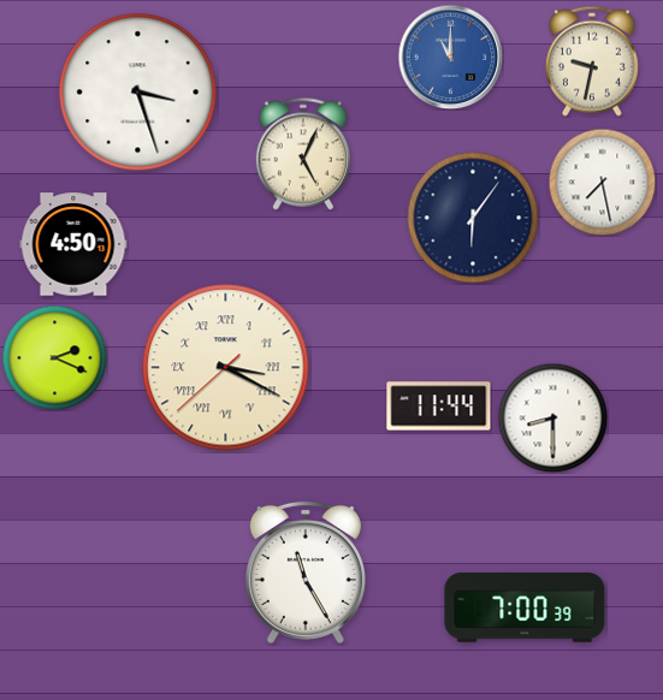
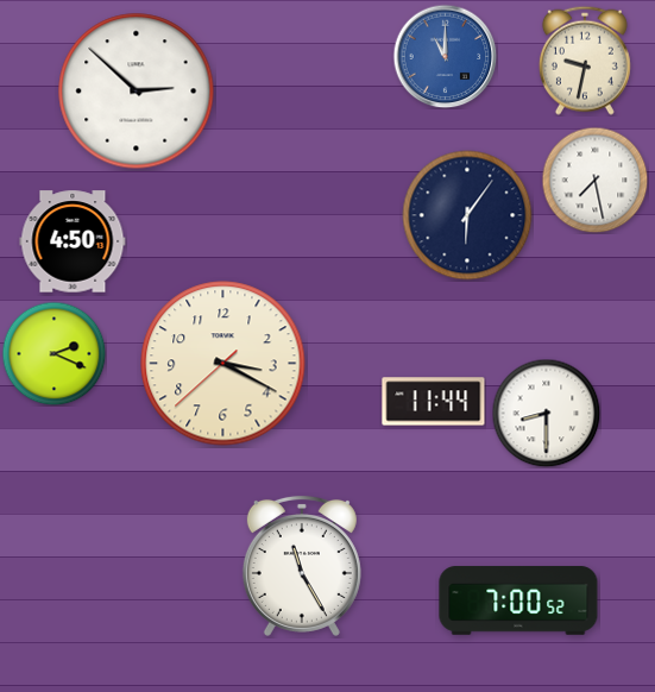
clock at (138, 93): 3:27 -> 2:52
clock at (303, 154): 5:04 -> none
clock at (226, 368) numerals: Roman -> Arabic
clock at (525, 607): 7:00:39 -> 7:00:52
